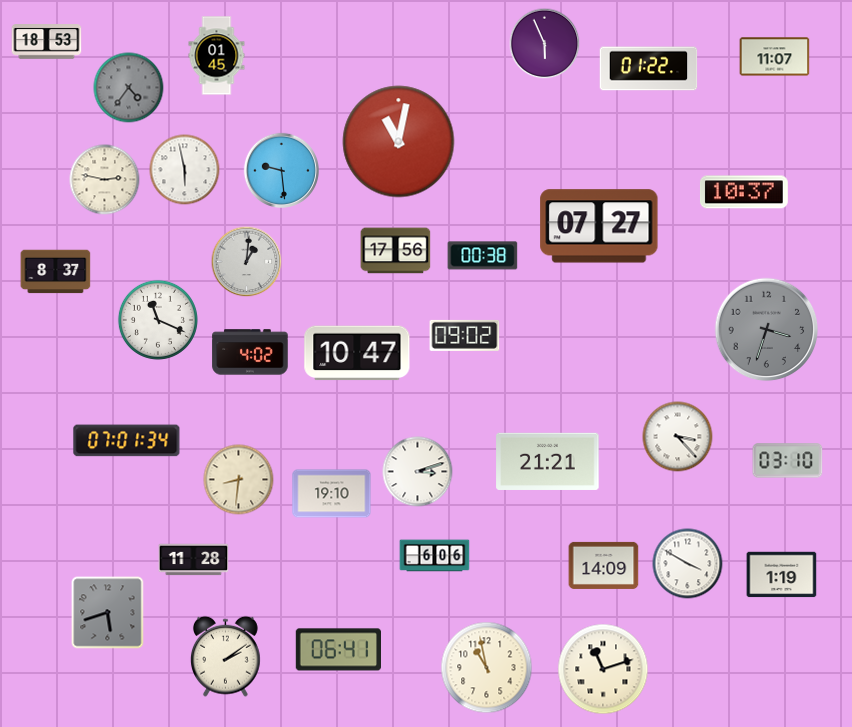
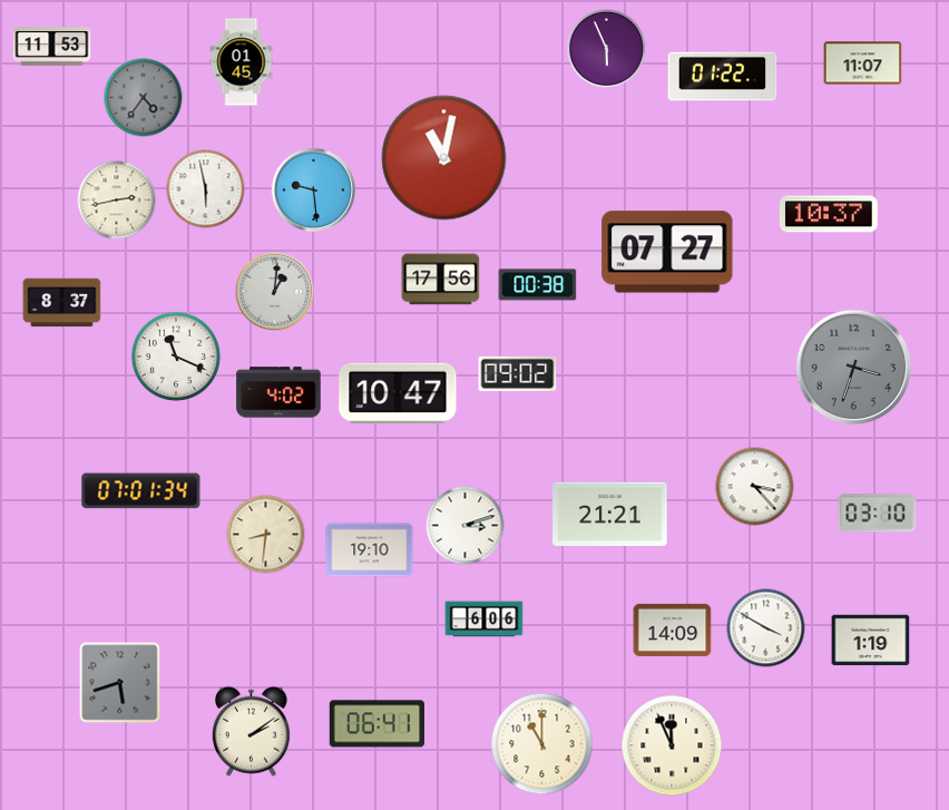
clock at (47, 42): 18:53 -> 11:53
clock at (105, 180): 2:47 -> 2:43
clock at (194, 560): 11:28 -> none
clock at (487, 668): 10:58 -> 11:00
clock at (603, 669): 11:12 -> 11:56
